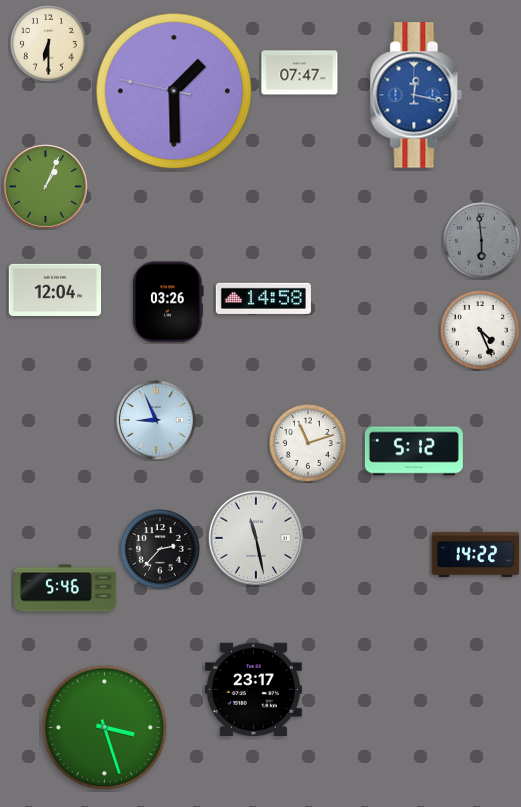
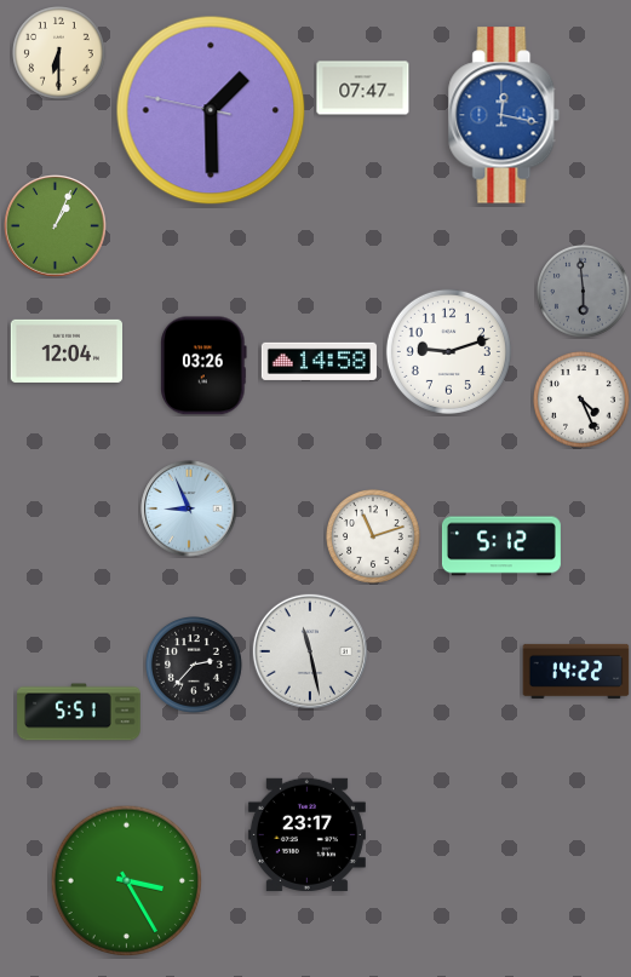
clock at (448, 351): none -> 9:12
clock at (65, 588): 5:46 -> 5:51
clock at (104, 727): 3:27 -> 3:25
